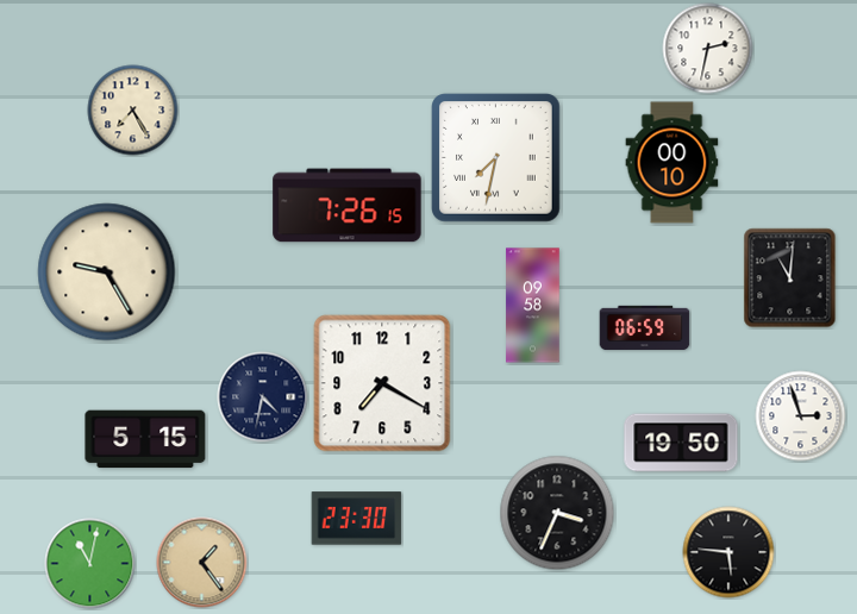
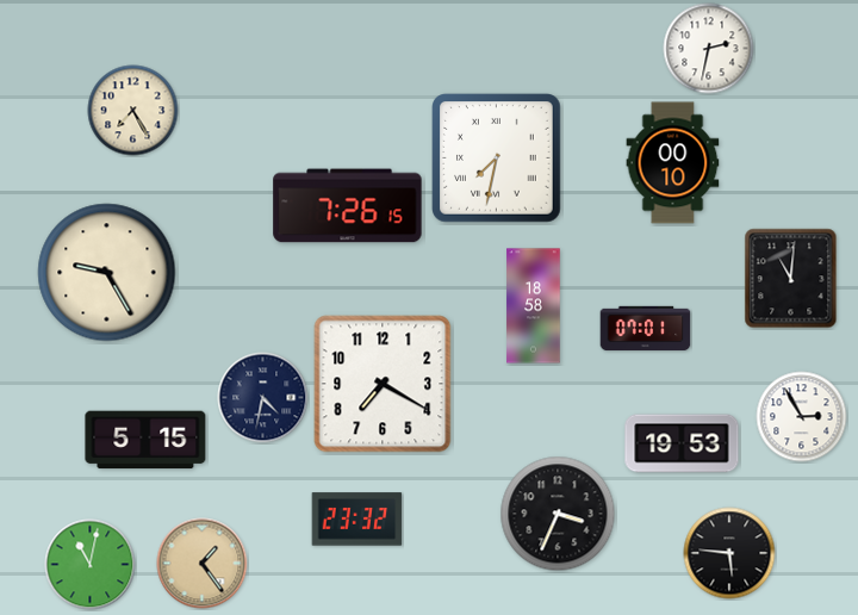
clock at (533, 306): 09:58 -> 18:58
clock at (645, 328): 06:59 -> 07:01
clock at (801, 416): 2:57 -> 2:55
clock at (681, 443): 19:50 -> 19:53
clock at (357, 519): 23:30 -> 23:32
